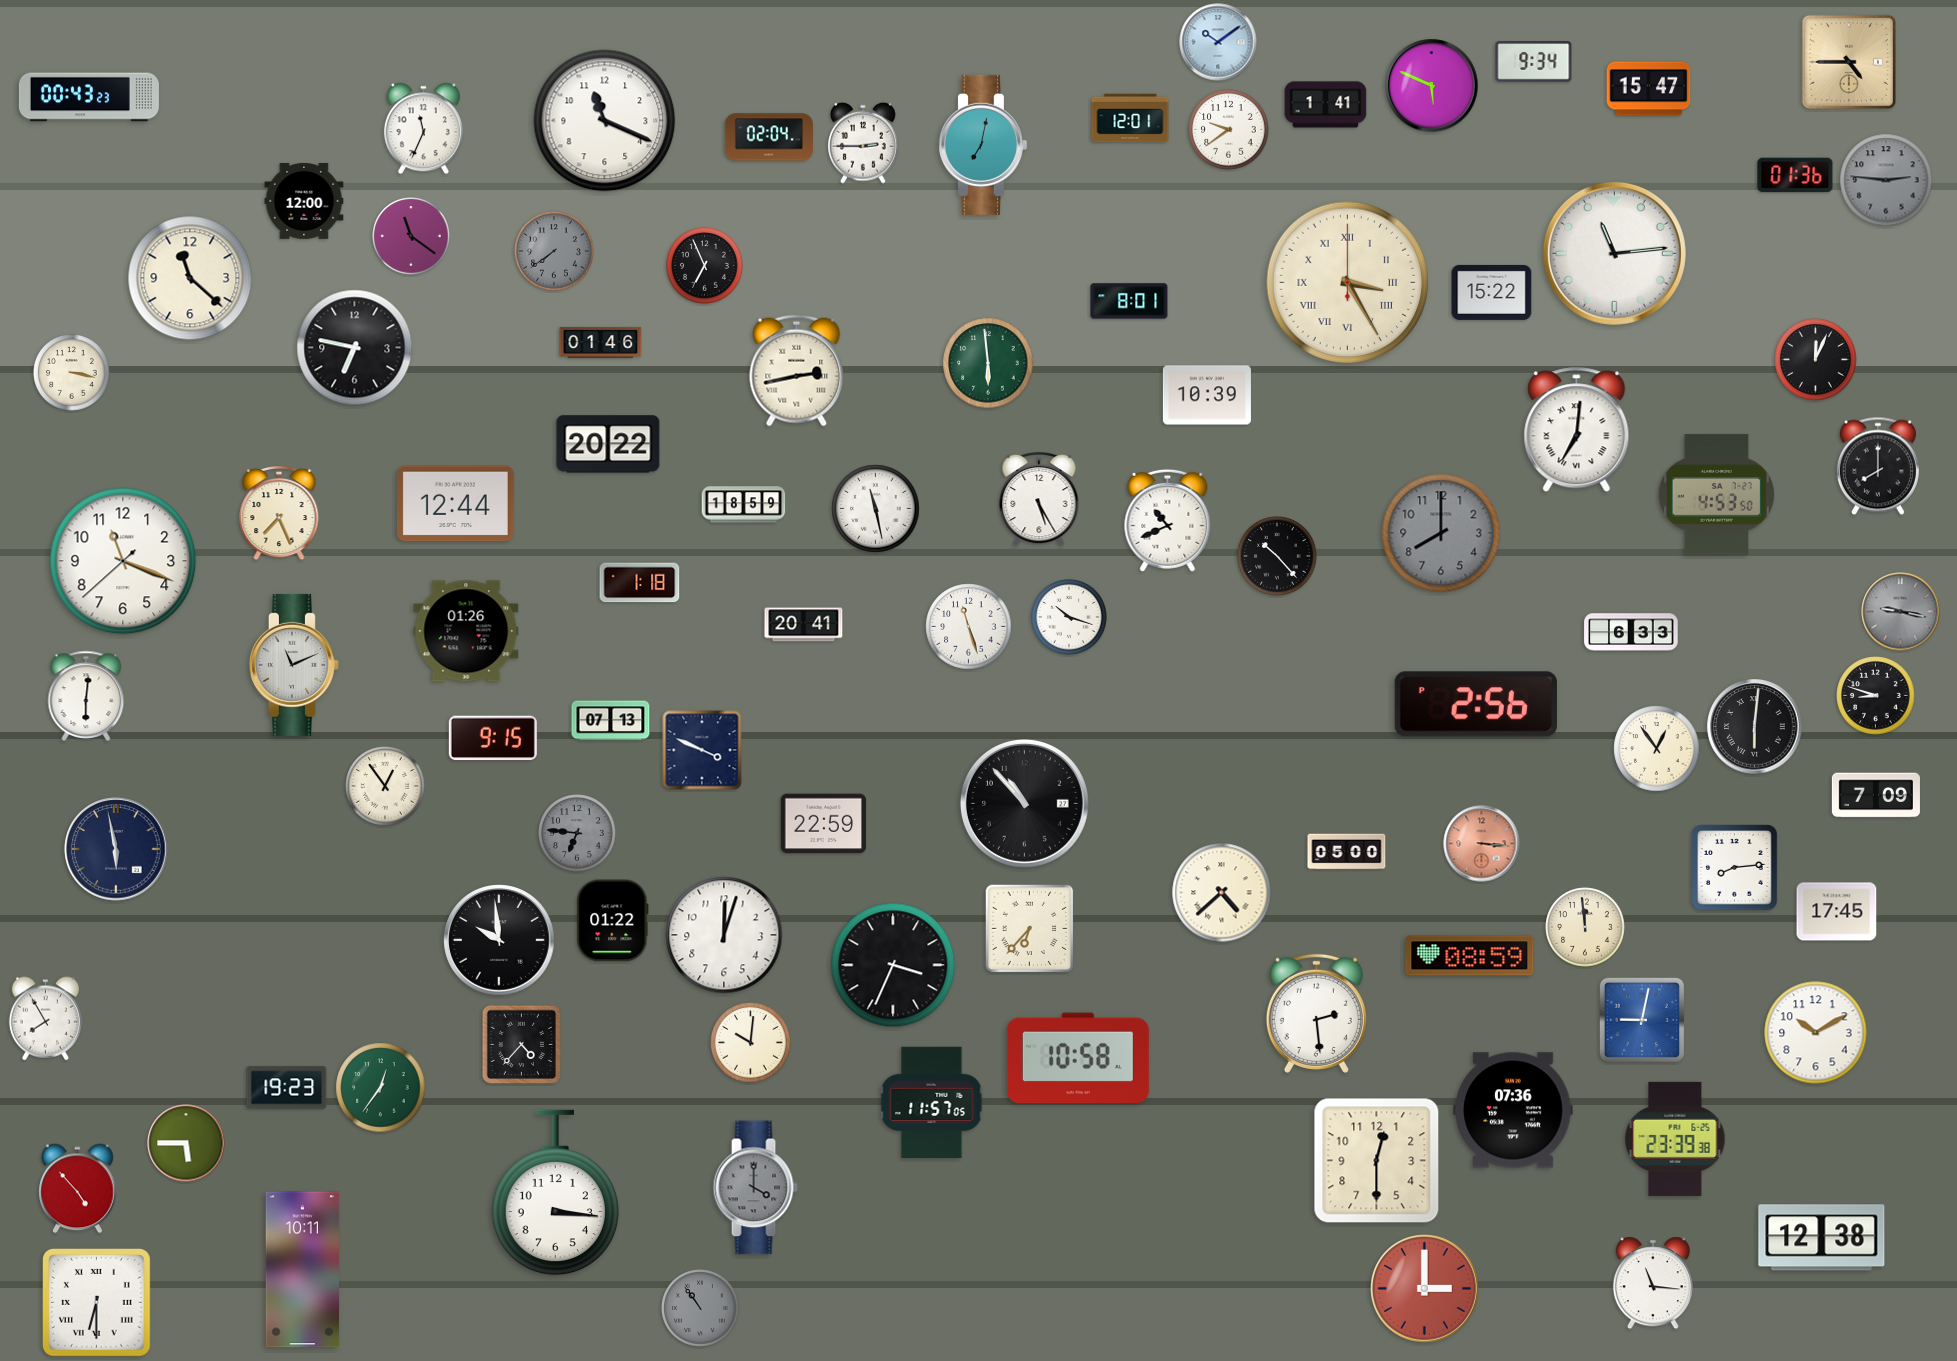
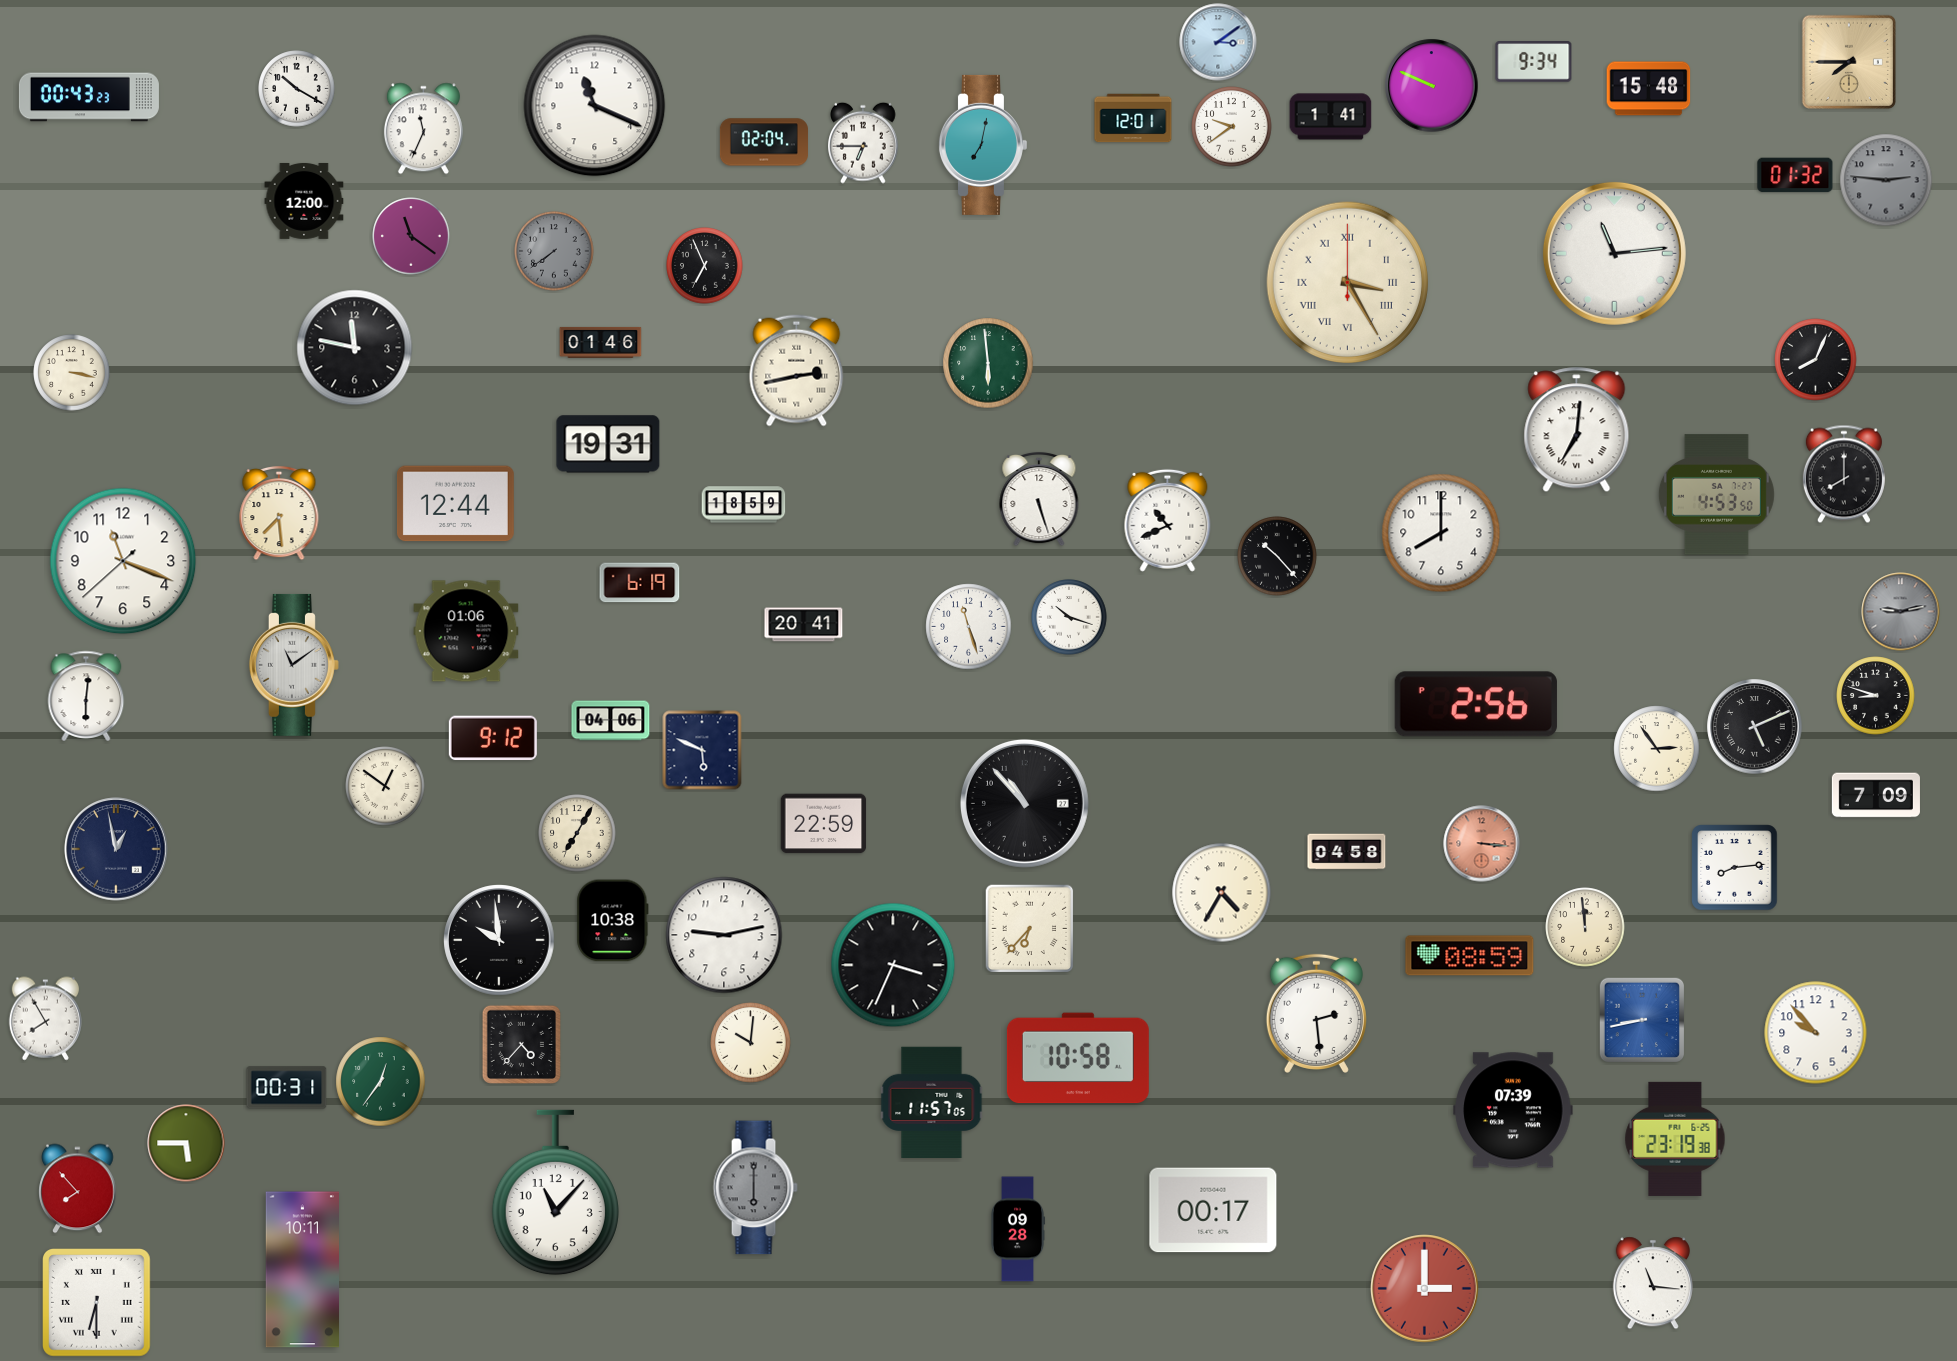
clock at (1218, 42): 10:09 -> 3:09
clock at (1849, 62): 4:45 -> 7:45
clock at (1432, 86): 5:49 -> 9:49
clock at (297, 89): none -> 10:20
clock at (1649, 89): 15:47 -> 15:48
clock at (1326, 105) position: (1326, 105) -> (1331, 117)
clock at (1130, 118) position: (1130, 118) -> (1133, 118)
clock at (605, 121) position: (605, 121) -> (595, 106)
clock at (1229, 130) position: (1229, 130) -> (1232, 127)
clock at (769, 137) position: (769, 137) -> (764, 142)
clock at (863, 143): 2:45 -> 6:45
clock at (1795, 175): 01:36 -> 01:32
clock at (190, 278): 11:22 -> none
clock at (1492, 292): 15:22 -> none
clock at (1129, 301): 8:01 -> none
clock at (355, 348): 6:47 -> 11:47
clock at (1816, 360): 12:04 -> 8:04
clock at (1207, 395): 10:39 -> none
clock at (608, 444): 20:22 -> 19:31
clock at (1878, 466) position: (1878, 466) -> (1844, 474)
clock at (1039, 499): 5:25 -> 5:27
clock at (876, 509): 11:28 -> none
clock at (279, 513): 7:26 -> 7:29
clock at (1441, 533) dial: grey -> white
clock at (640, 583): 1:18 -> 6:19
clock at (1901, 612): 9:17 -> 9:13
clock at (466, 631): 01:26 -> 01:06
clock at (1631, 632): 6:33 -> none
clock at (294, 665): 11:11 -> 11:09
clock at (611, 721): 07:13 -> 04:06
clock at (1755, 727): 6:01 -> 5:11
clock at (493, 738): 9:15 -> 9:12
clock at (1657, 749): 12:54 -> 2:54
clock at (702, 750): 3:49 -> 5:49
clock at (385, 786): 12:54 -> 12:51
clock at (577, 833): 6:46 -> 7:05
clock at (577, 833) dial: grey -> cream
clock at (116, 849): 5:58 -> 12:58
clock at (1347, 852): 05:00 -> 04:58
clock at (1222, 893): 4:38 -> 4:35
clock at (1837, 912): 17:45 -> none
clock at (613, 921): 01:22 -> 10:38
clock at (724, 935): 12:03 -> 9:13
clock at (1641, 1019): 9:02 -> 8:43
clock at (1816, 1033): 10:10 -> 9:53
clock at (287, 1088): 19:23 -> 00:31
clock at (381, 1088) position: (381, 1088) -> (381, 1082)
clock at (1513, 1110): 07:36 -> 07:39
clock at (1675, 1139): 23:39 -> 23:19
clock at (1377, 1161): 12:30 -> none
clock at (755, 1188): 4:00 -> 6:00
clock at (78, 1189): 4:53 -> 7:53
clock at (555, 1193): 3:16 -> 11:07
clock at (1213, 1210): none -> 00:17
clock at (1018, 1229): none -> 09:28
clock at (1822, 1238): 12:38 -> none
clock at (700, 1308): 10:54 -> none
